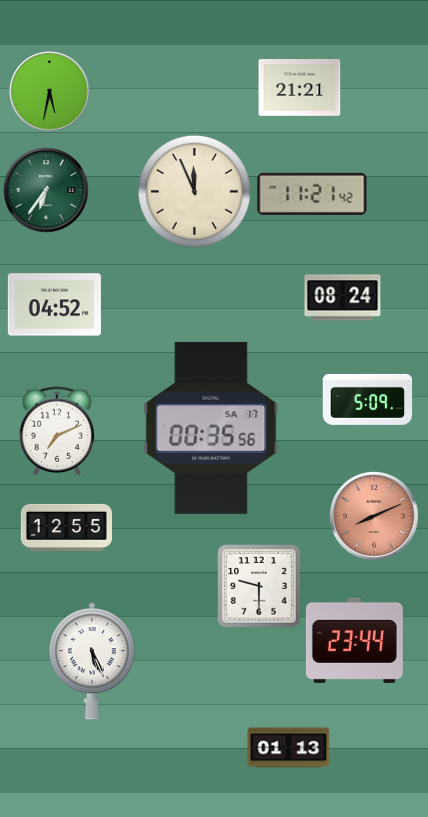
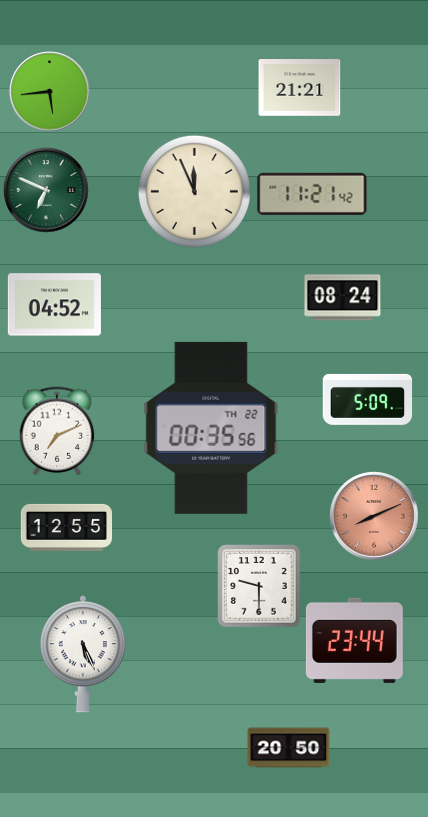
clock at (50, 92): 5:32 -> 5:44
clock at (46, 190): 6:36 -> 6:49
clock at (211, 428) date: SA 17 -> TH 22
clock at (92, 661) position: (92, 661) -> (83, 654)
clock at (289, 748): 01:13 -> 20:50
